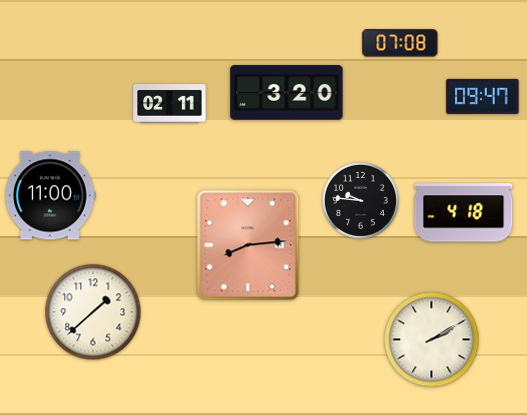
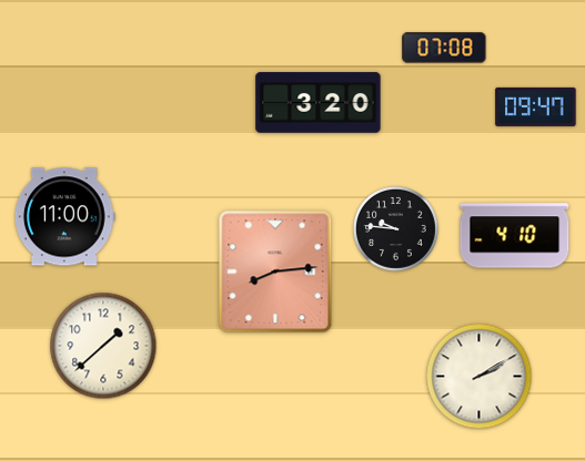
clock at (170, 104): 02:11 -> none
clock at (50, 196) position: (50, 196) -> (64, 217)
clock at (360, 200) position: (360, 200) -> (395, 228)
clock at (464, 213): 4:18 -> 4:10
